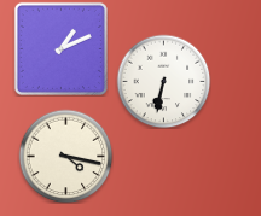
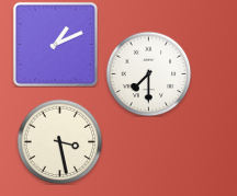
clock at (163, 81): 6:32 -> 7:30
clock at (65, 156): 4:17 -> 3:28
